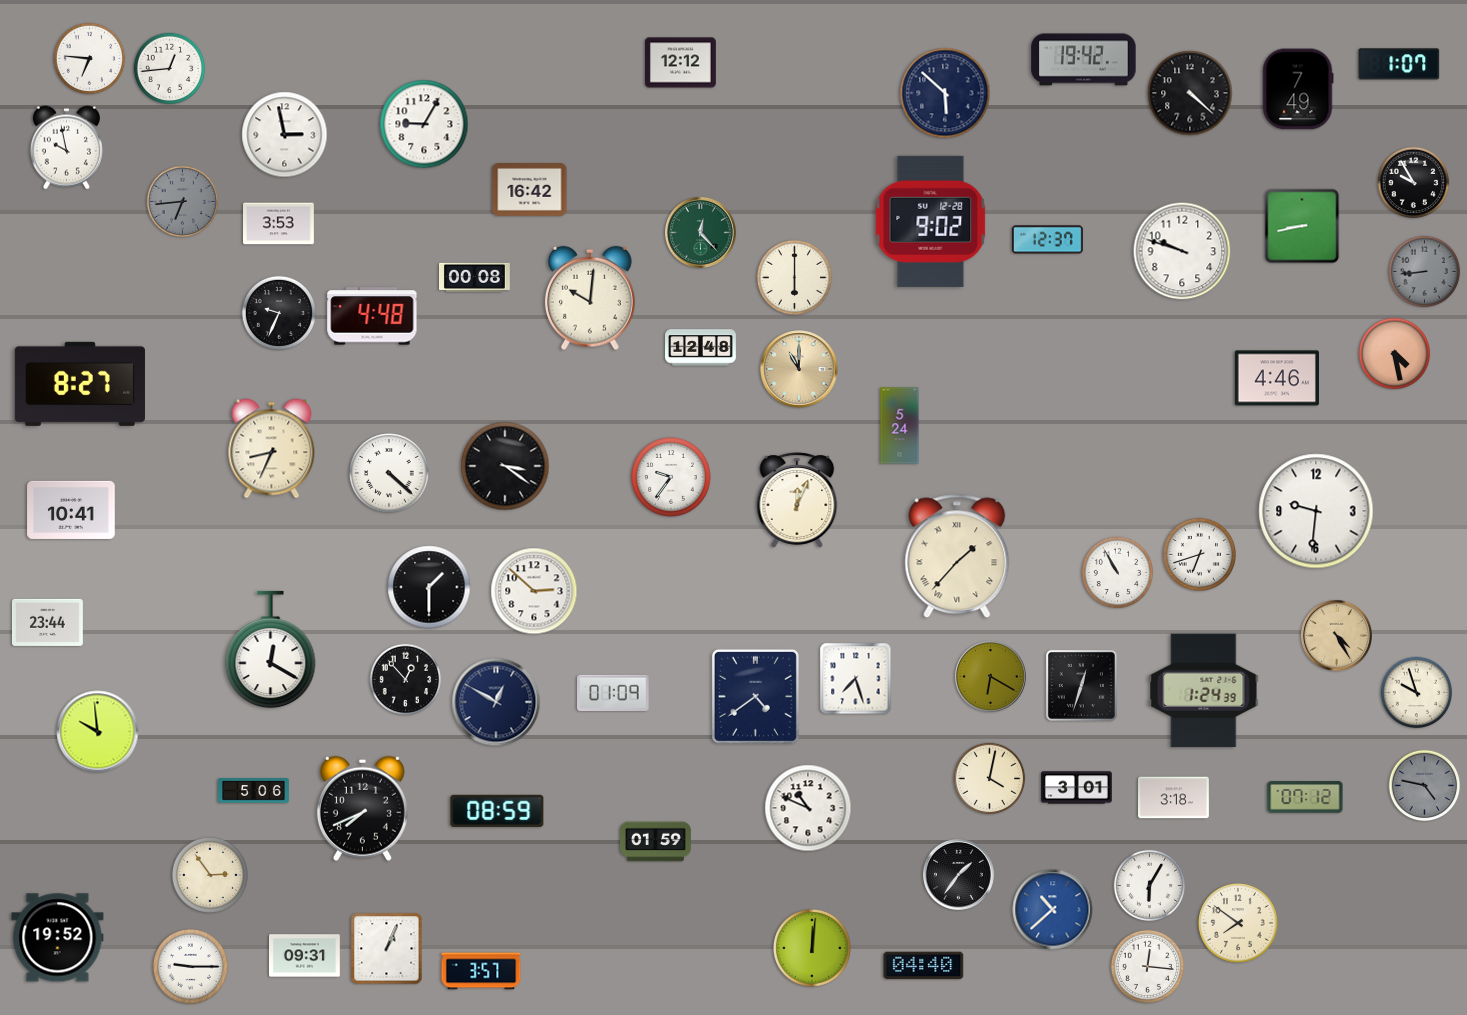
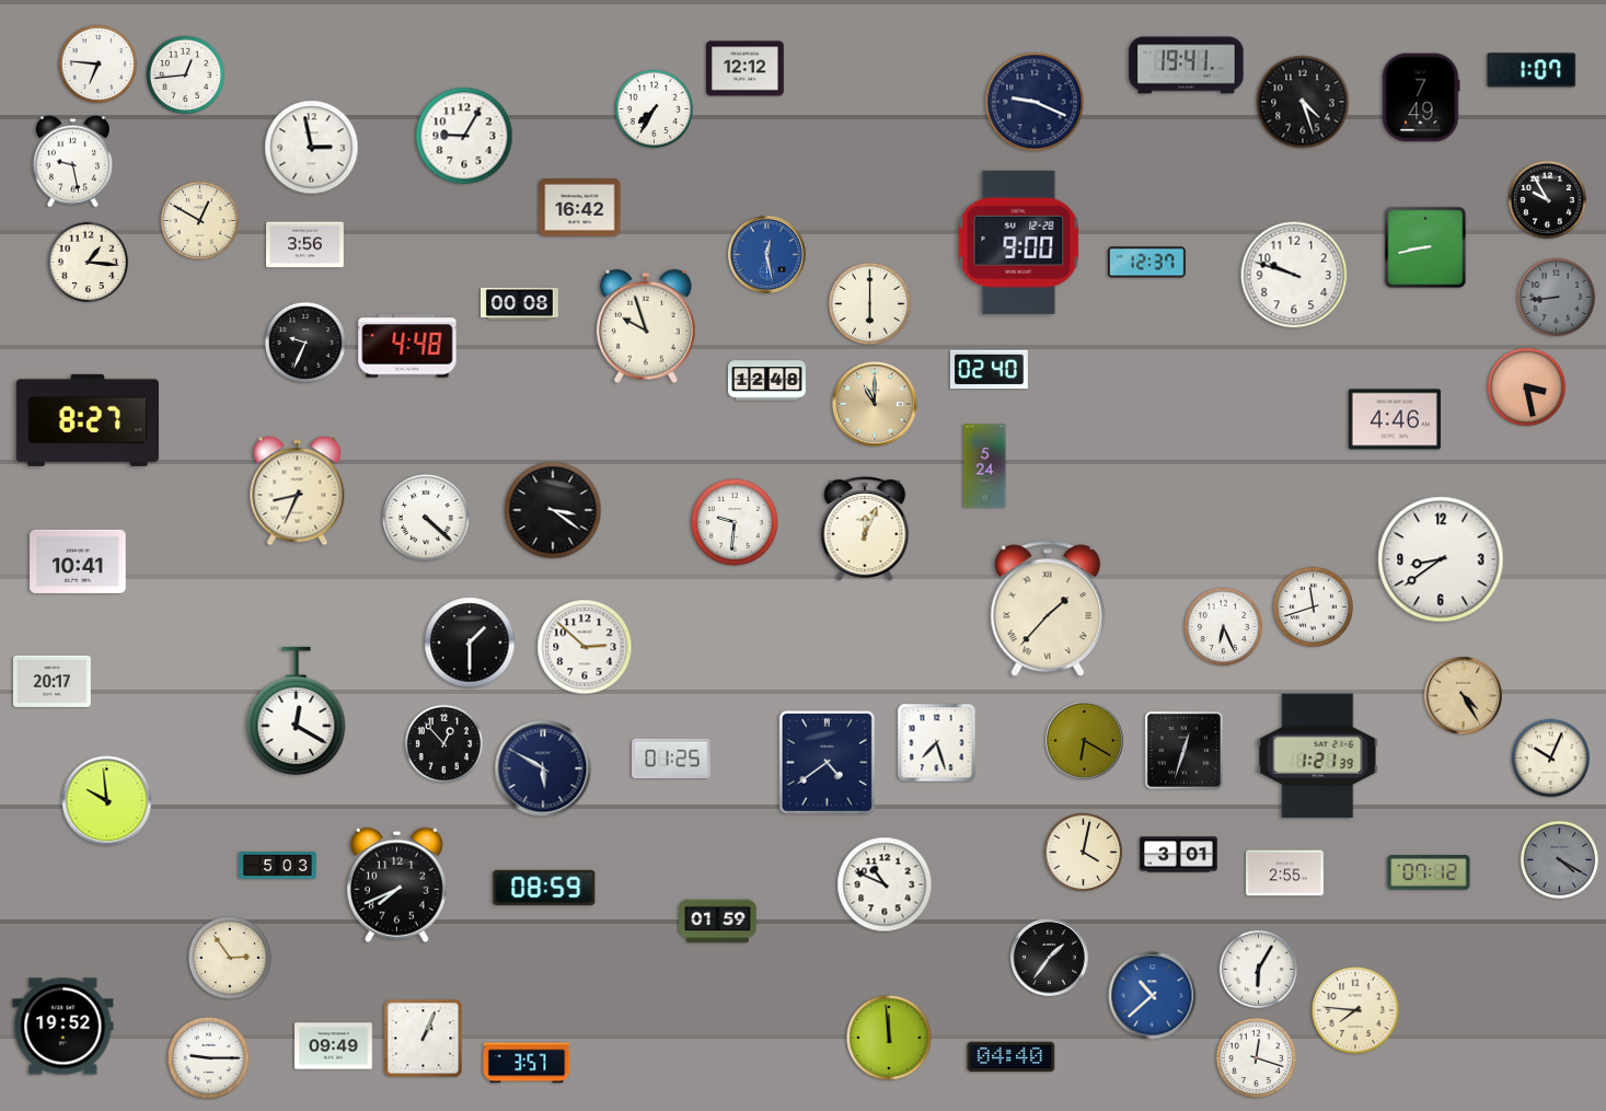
clock at (1084, 60): 19:42 -> 19:41
clock at (945, 93): 5:52 -> 9:19
clock at (1190, 93): 4:22 -> 4:27
clock at (655, 109): none -> 7:35
clock at (66, 148): 9:58 -> 9:28
clock at (183, 202): 6:44 -> 12:50
clock at (183, 202) dial: grey -> cream
clock at (931, 221): 9:02 -> 9:00
clock at (279, 224): 3:53 -> 3:56
clock at (701, 233): 12:23 -> 12:28
clock at (701, 233) dial: green -> blue
clock at (88, 262): none -> 1:16
clock at (1425, 272) position: (1425, 272) -> (1557, 298)
clock at (590, 298): 10:01 -> 9:57
clock at (990, 370): none -> 02:40
clock at (1395, 354): 4:28 -> 3:28
clock at (1277, 378) position: (1277, 378) -> (1395, 419)
clock at (671, 477): 9:36 -> 9:31
clock at (797, 500) position: (797, 500) -> (865, 529)
clock at (71, 510) position: (71, 510) -> (78, 562)
clock at (1316, 511): 9:31 -> 8:39
clock at (1199, 554): 6:42 -> 11:42
clock at (1118, 573): 10:55 -> 6:26
clock at (48, 622): 23:44 -> 20:17
clock at (1204, 691): 1:24 -> 1:21
clock at (614, 692): 01:09 -> 01:25
clock at (1417, 693): 9:57 -> 10:04
clock at (496, 702): 12:50 -> 5:50
clock at (1425, 786): 4:47 -> 4:20
clock at (1077, 788) position: (1077, 788) -> (1179, 855)
clock at (254, 791): 5:06 -> 5:03
clock at (1174, 798): 3:18 -> 2:55
clock at (1238, 923): 7:51 -> 7:46
clock at (813, 949): 12:01 -> 11:59
clock at (305, 956): 09:31 -> 09:49
clock at (1147, 966): 12:16 -> 12:18
